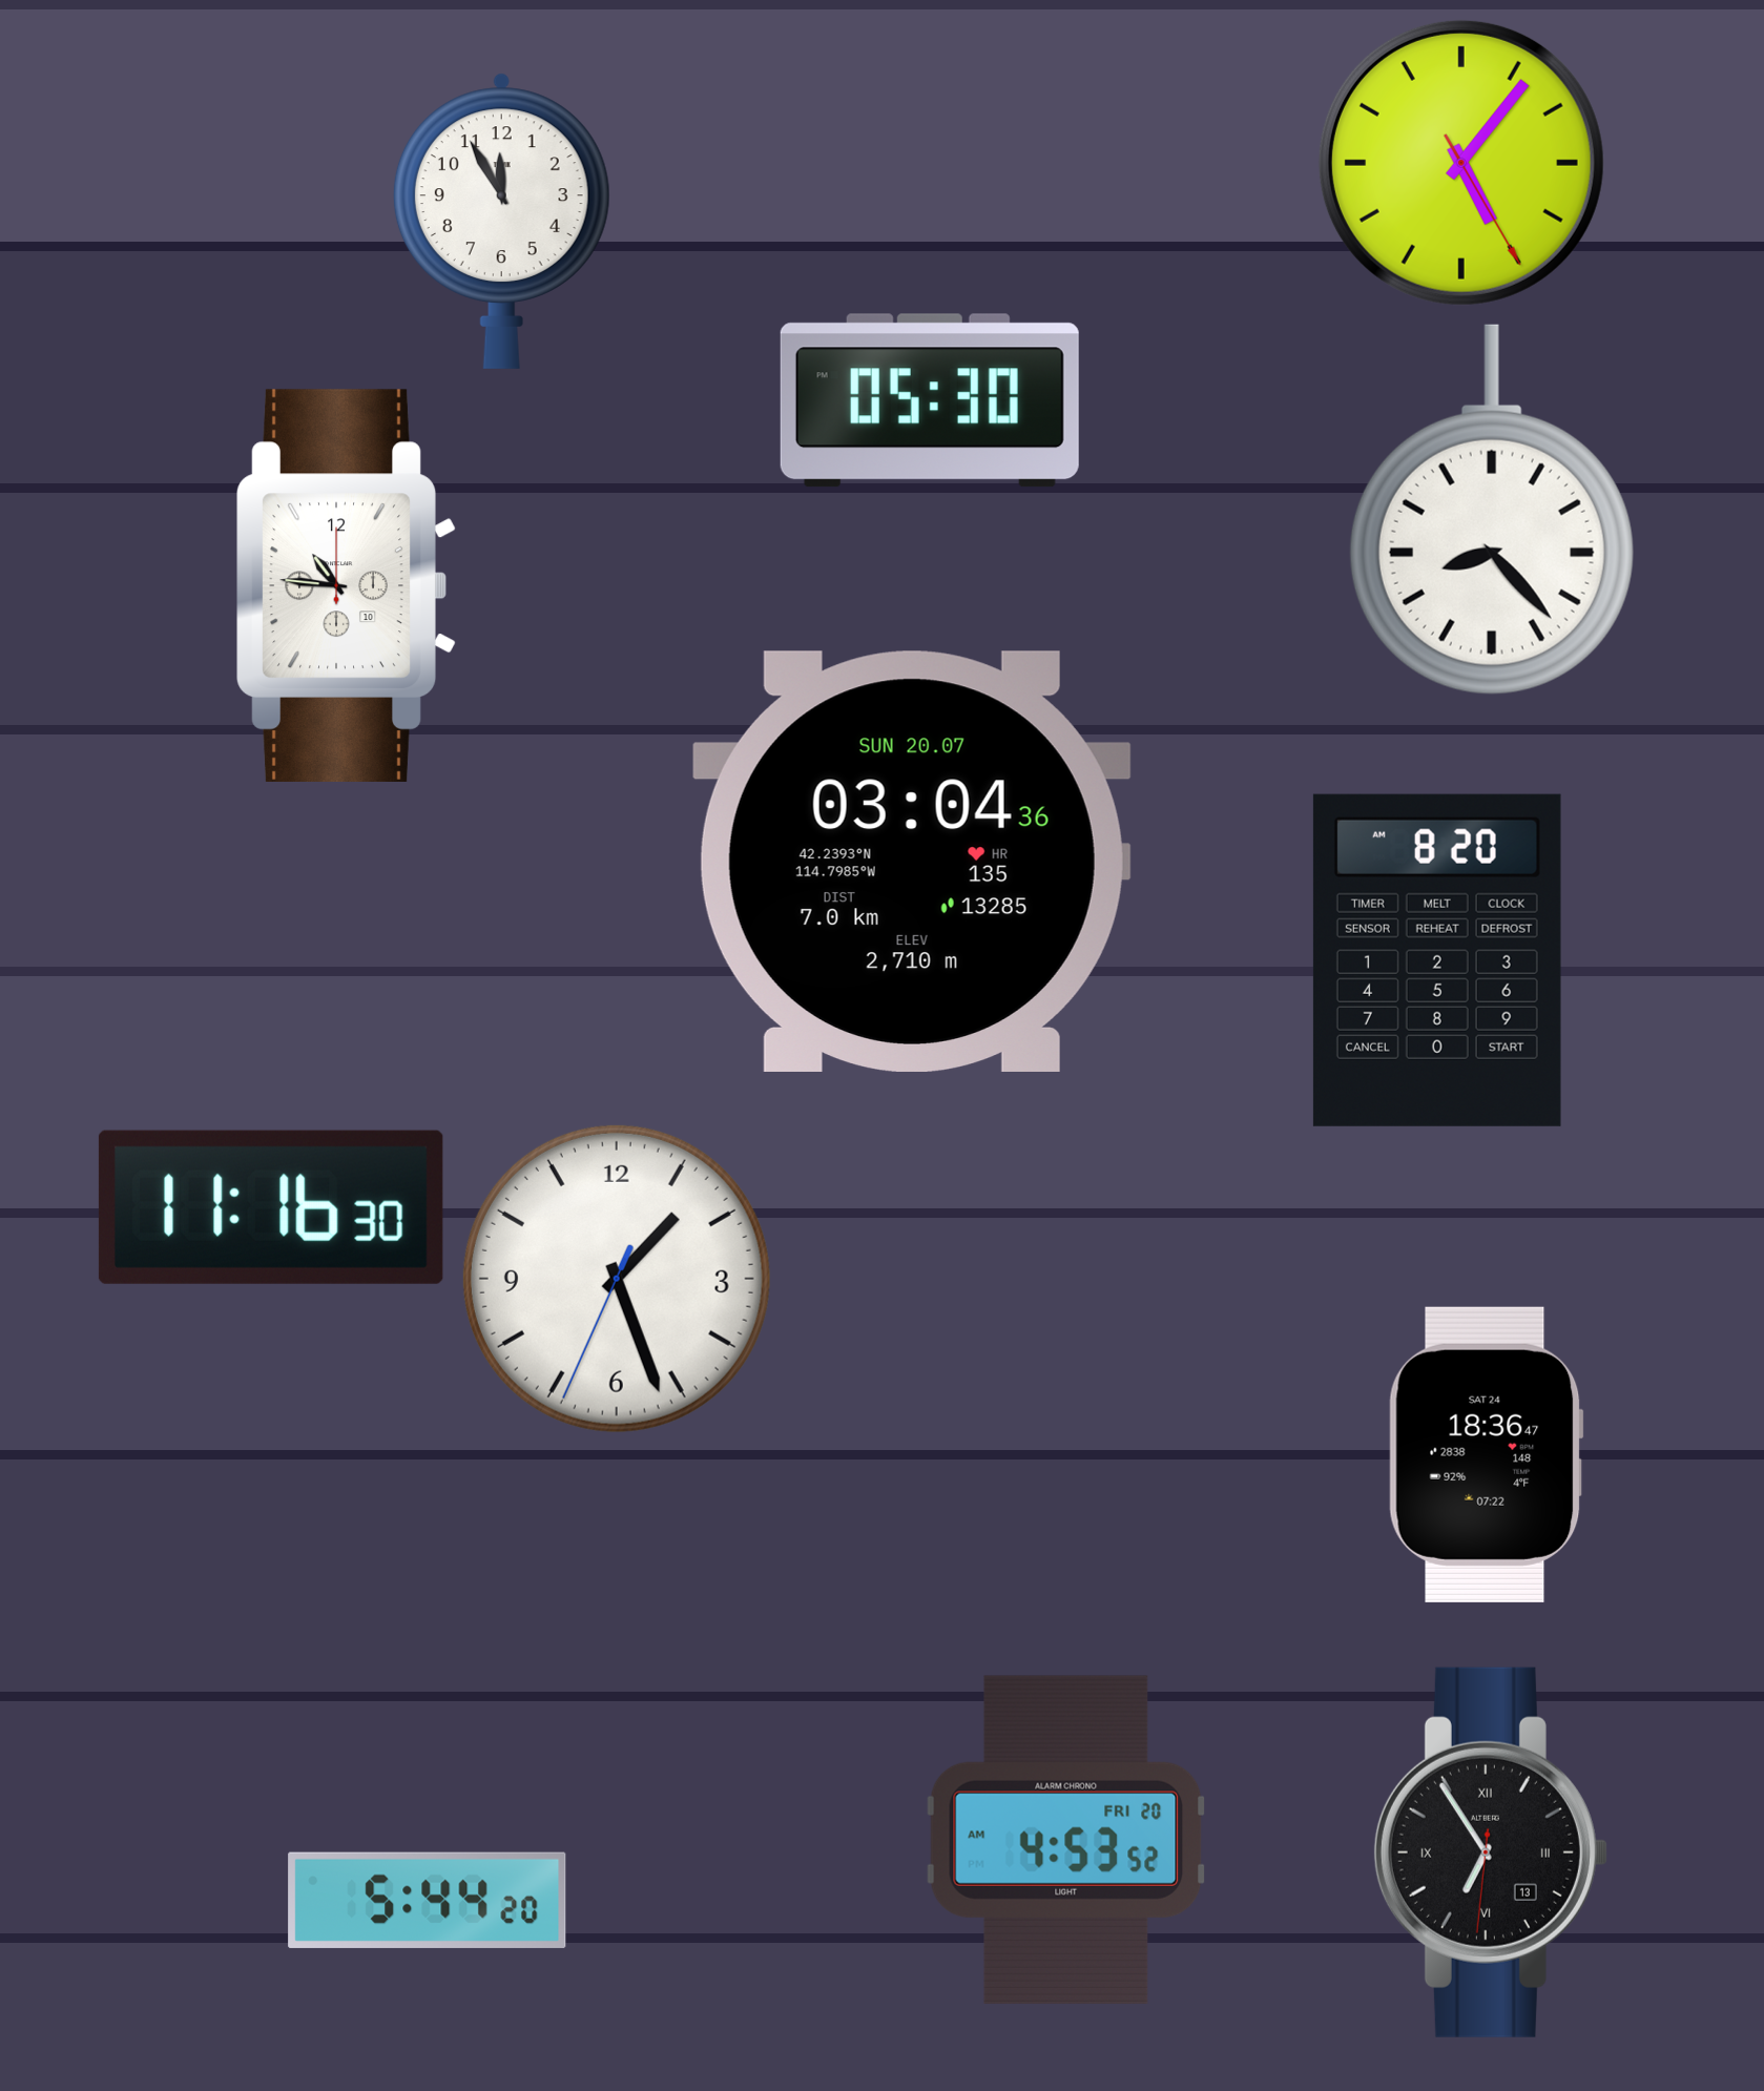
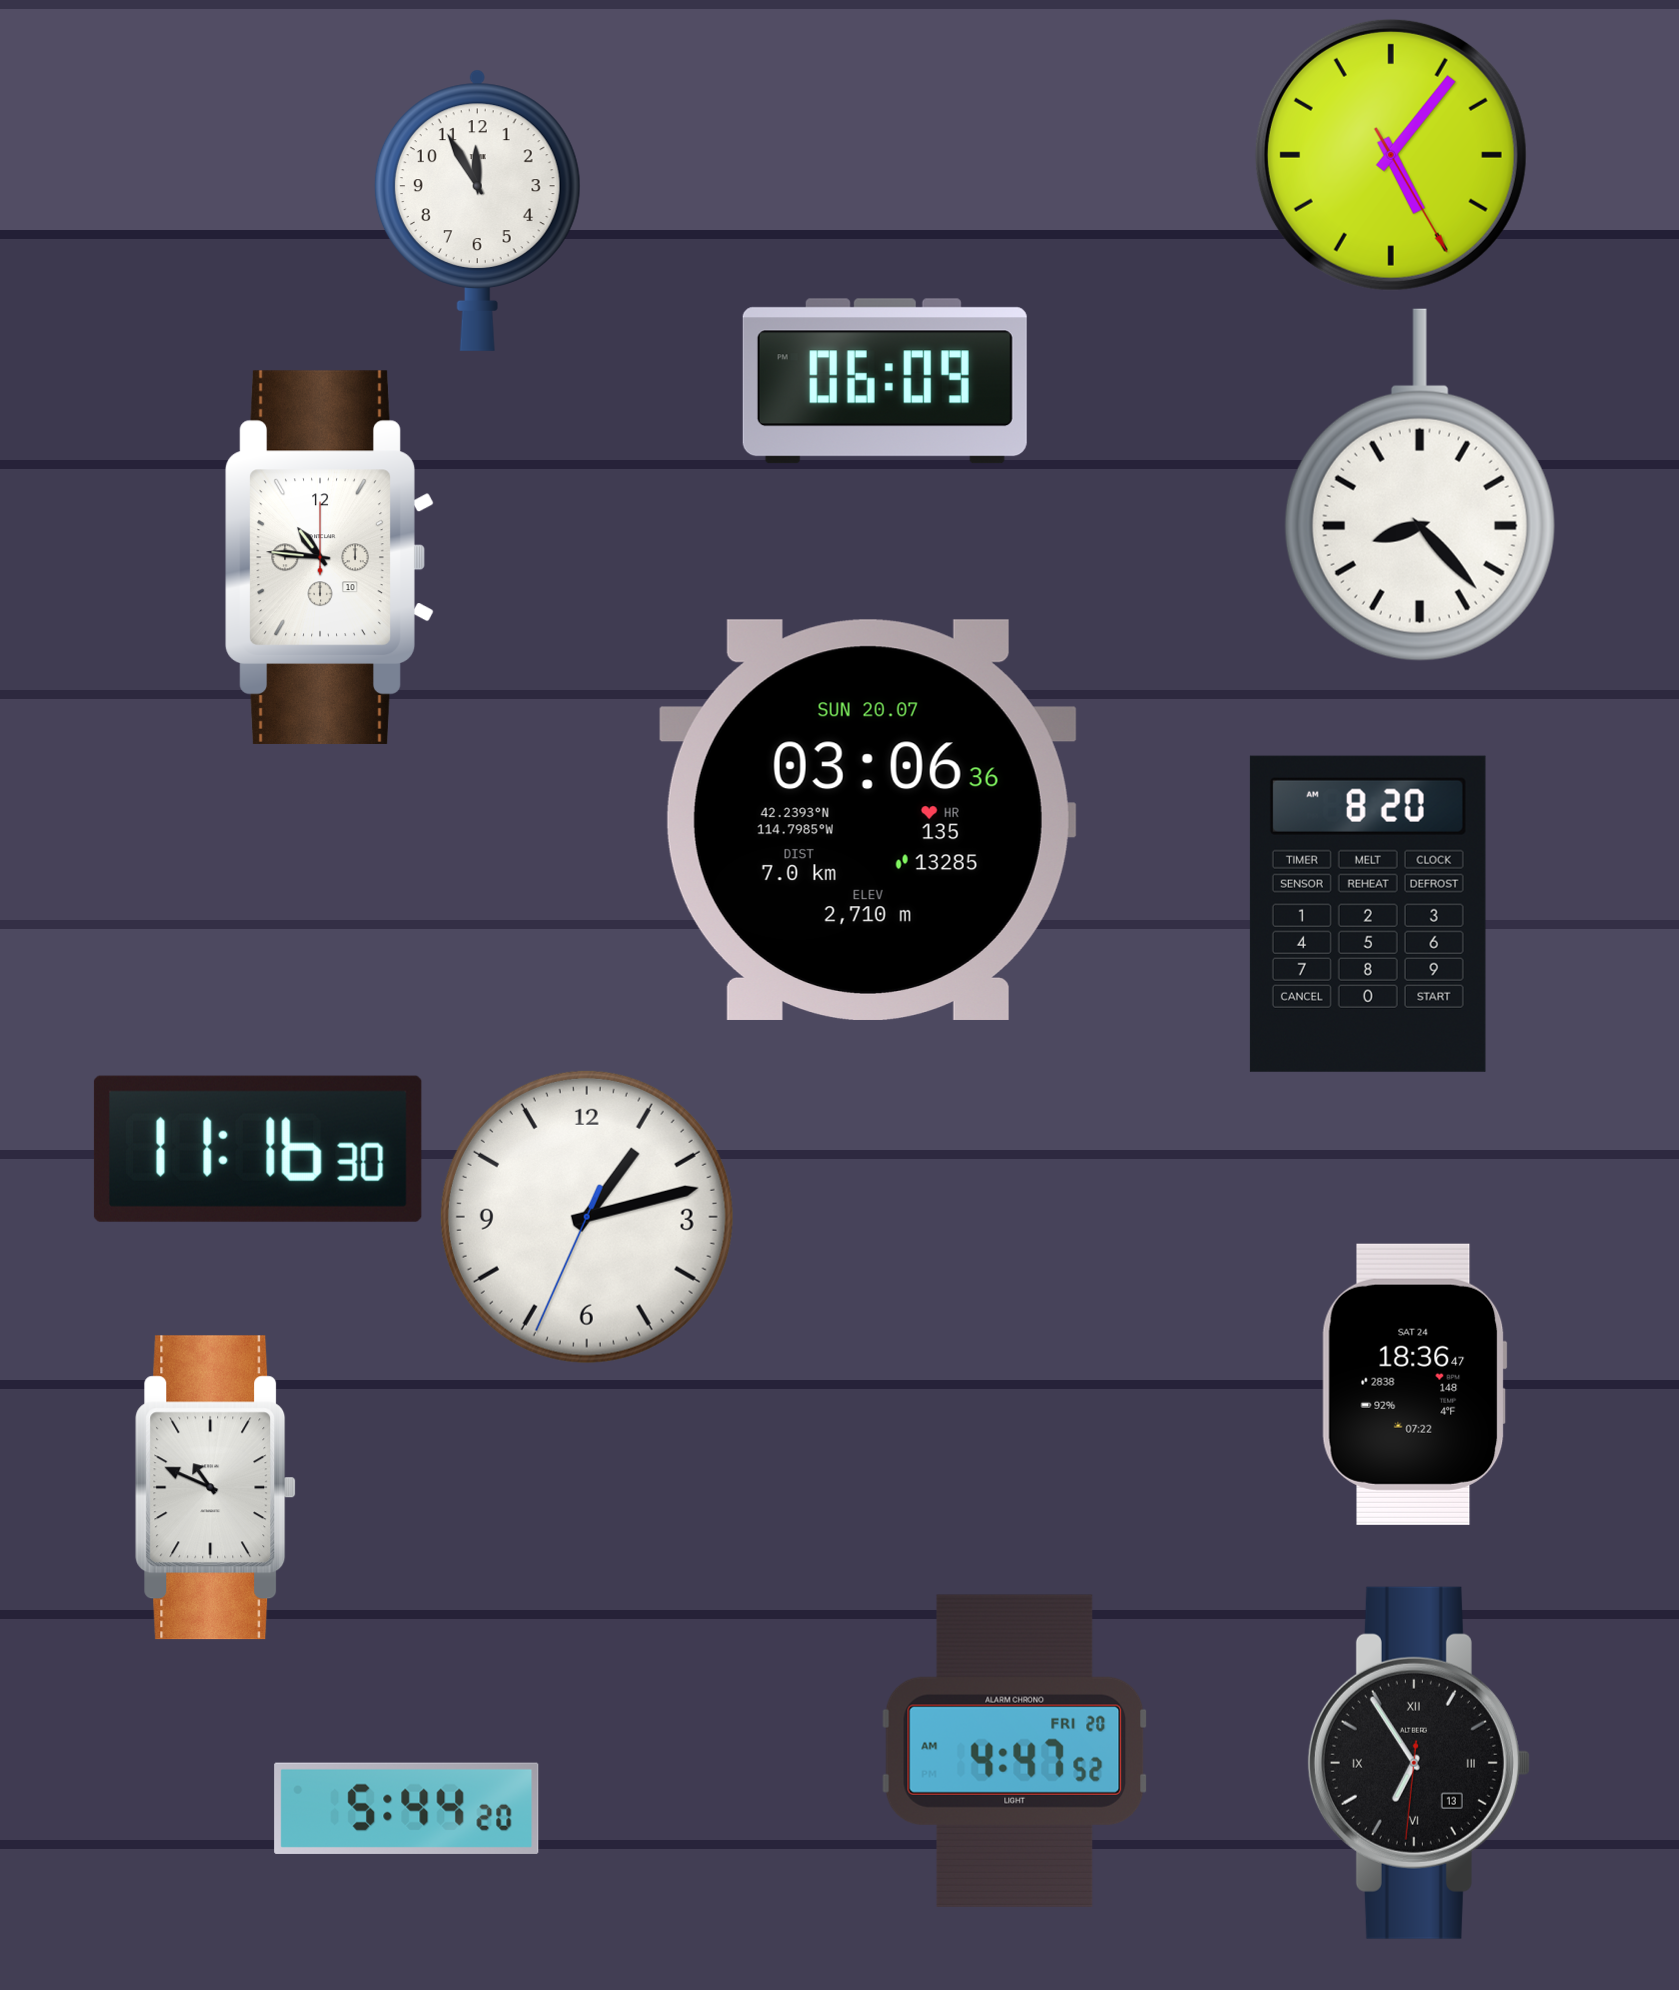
clock at (930, 400): 05:30 -> 06:09
clock at (912, 862): 03:04 -> 03:06
clock at (617, 1279): 1:26 -> 1:12
clock at (216, 1488): none -> 10:49
clock at (1066, 1840): 4:53 -> 4:47
